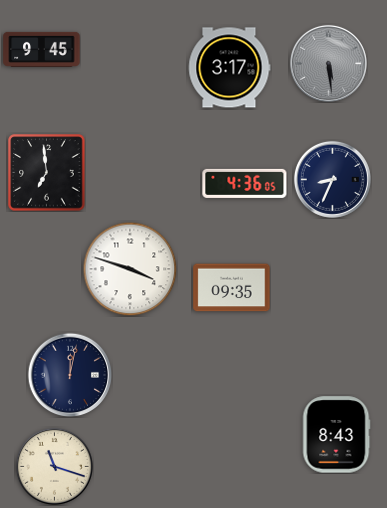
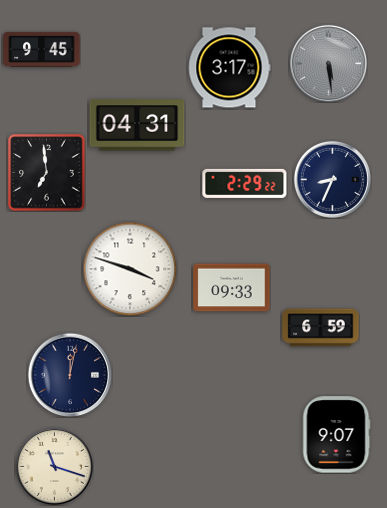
clock at (137, 125): none -> 04:31
clock at (245, 183): 4:36 -> 2:29
clock at (232, 288): 09:35 -> 09:33
clock at (321, 328): none -> 6:59
clock at (336, 435): 8:43 -> 9:07
